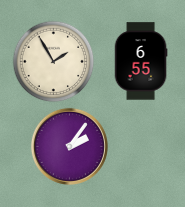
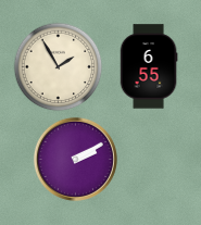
clock at (141, 61) position: (141, 61) -> (149, 66)
clock at (69, 146): 2:06 -> 2:10
